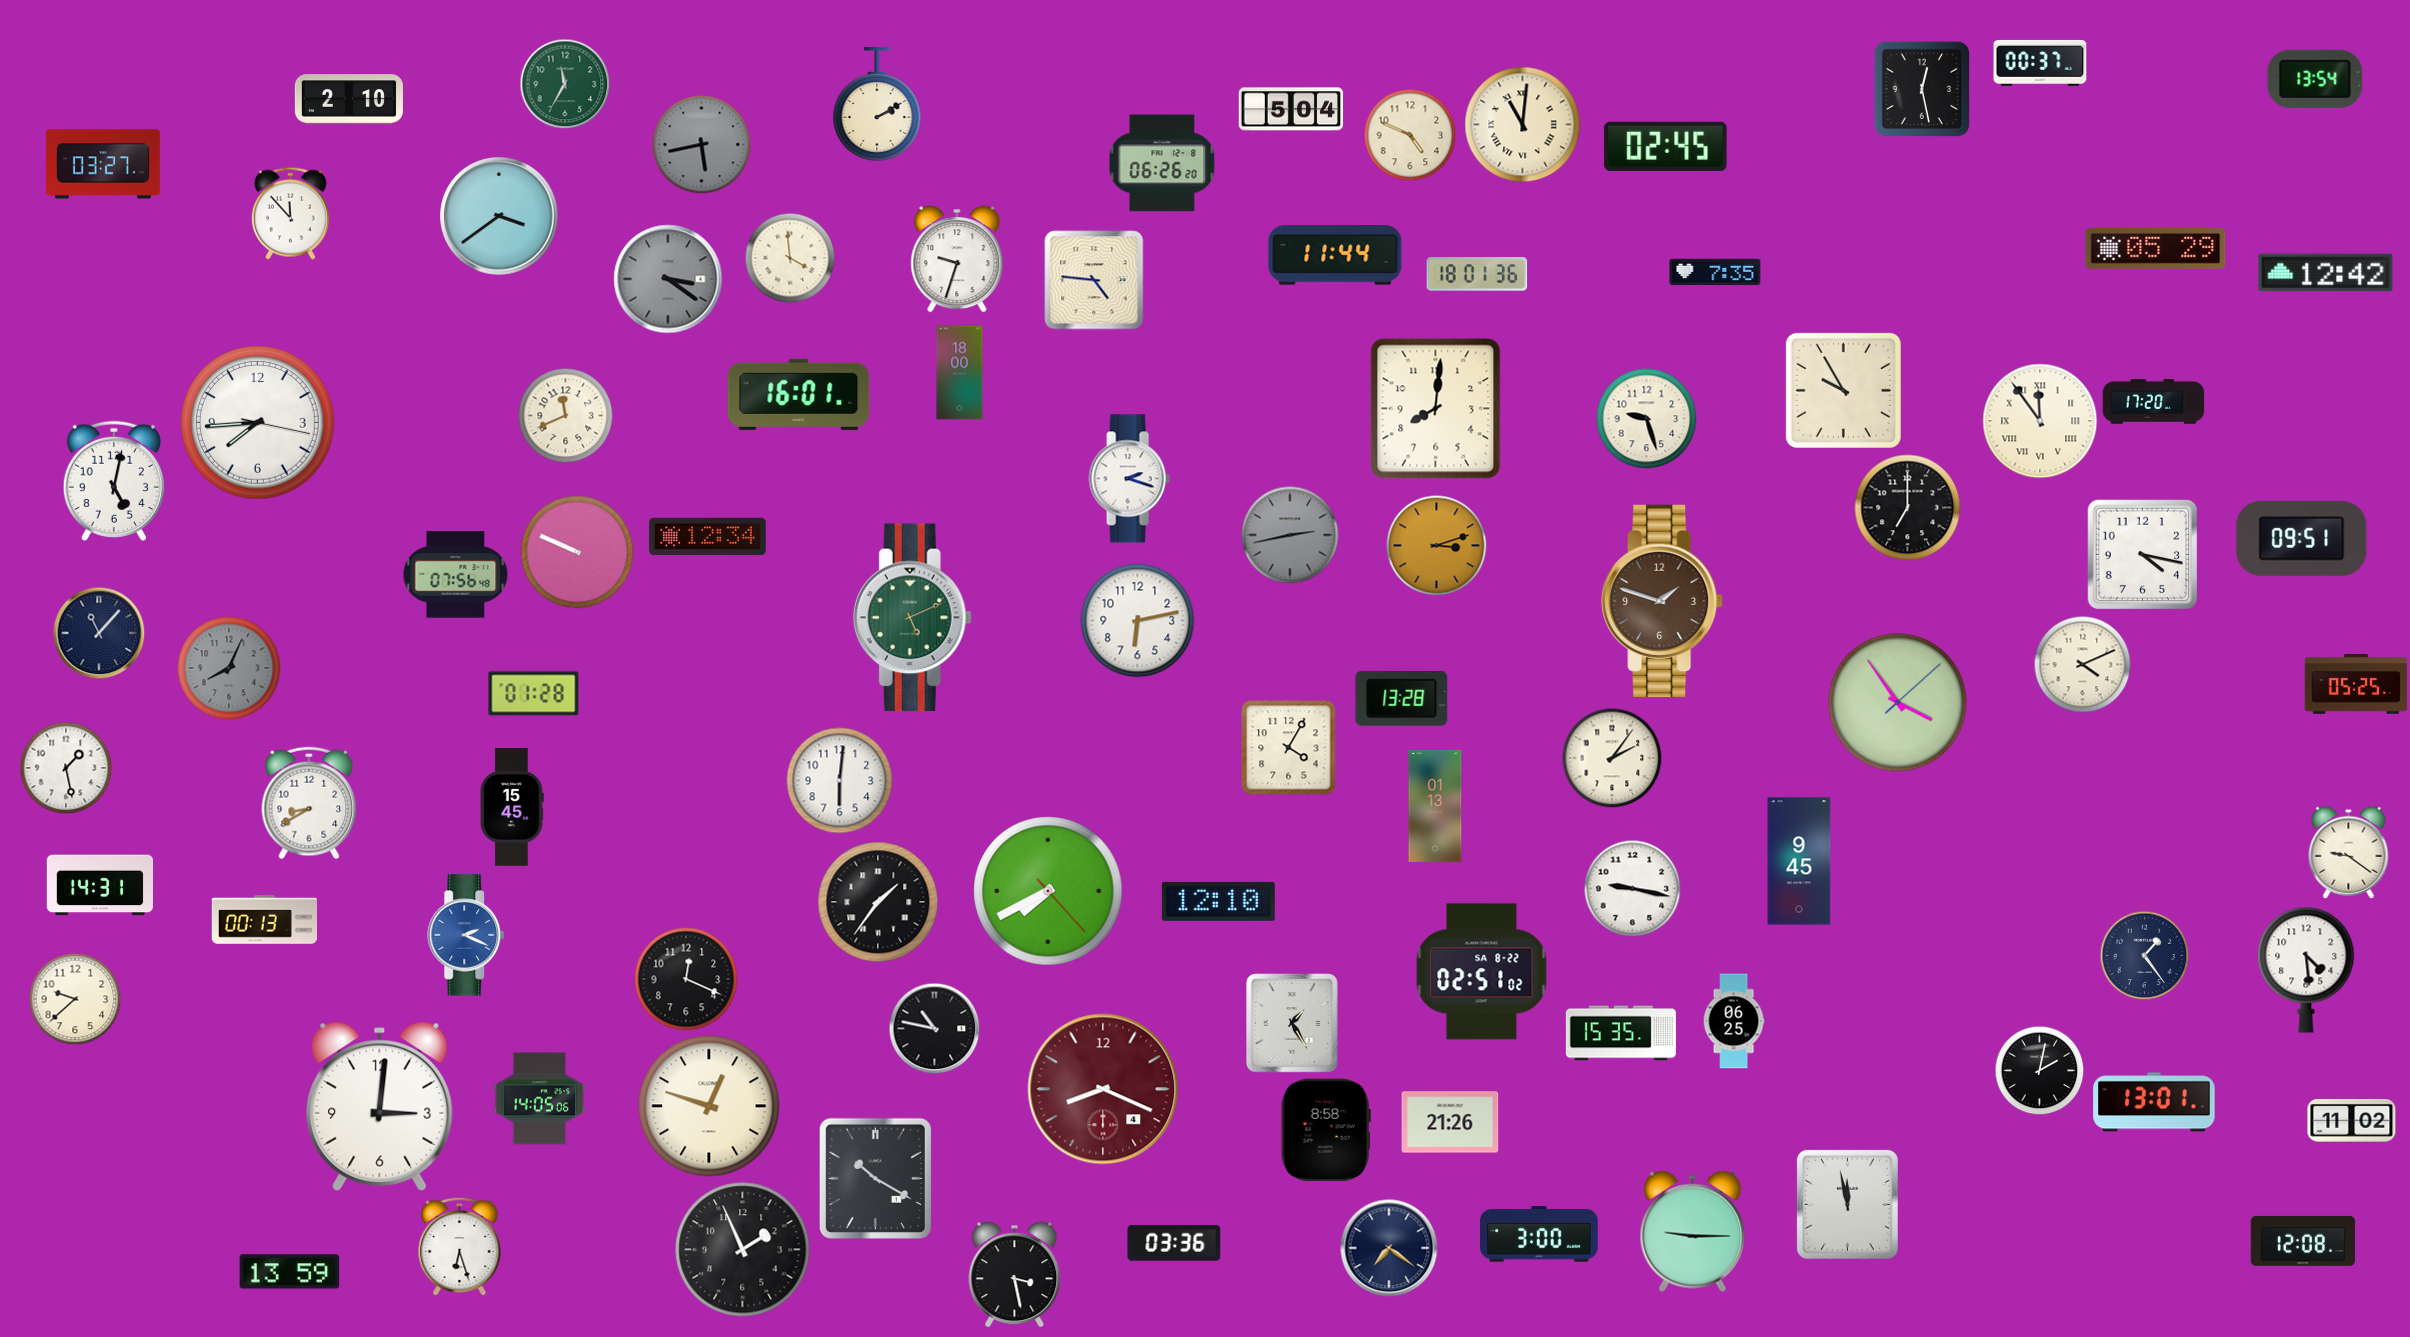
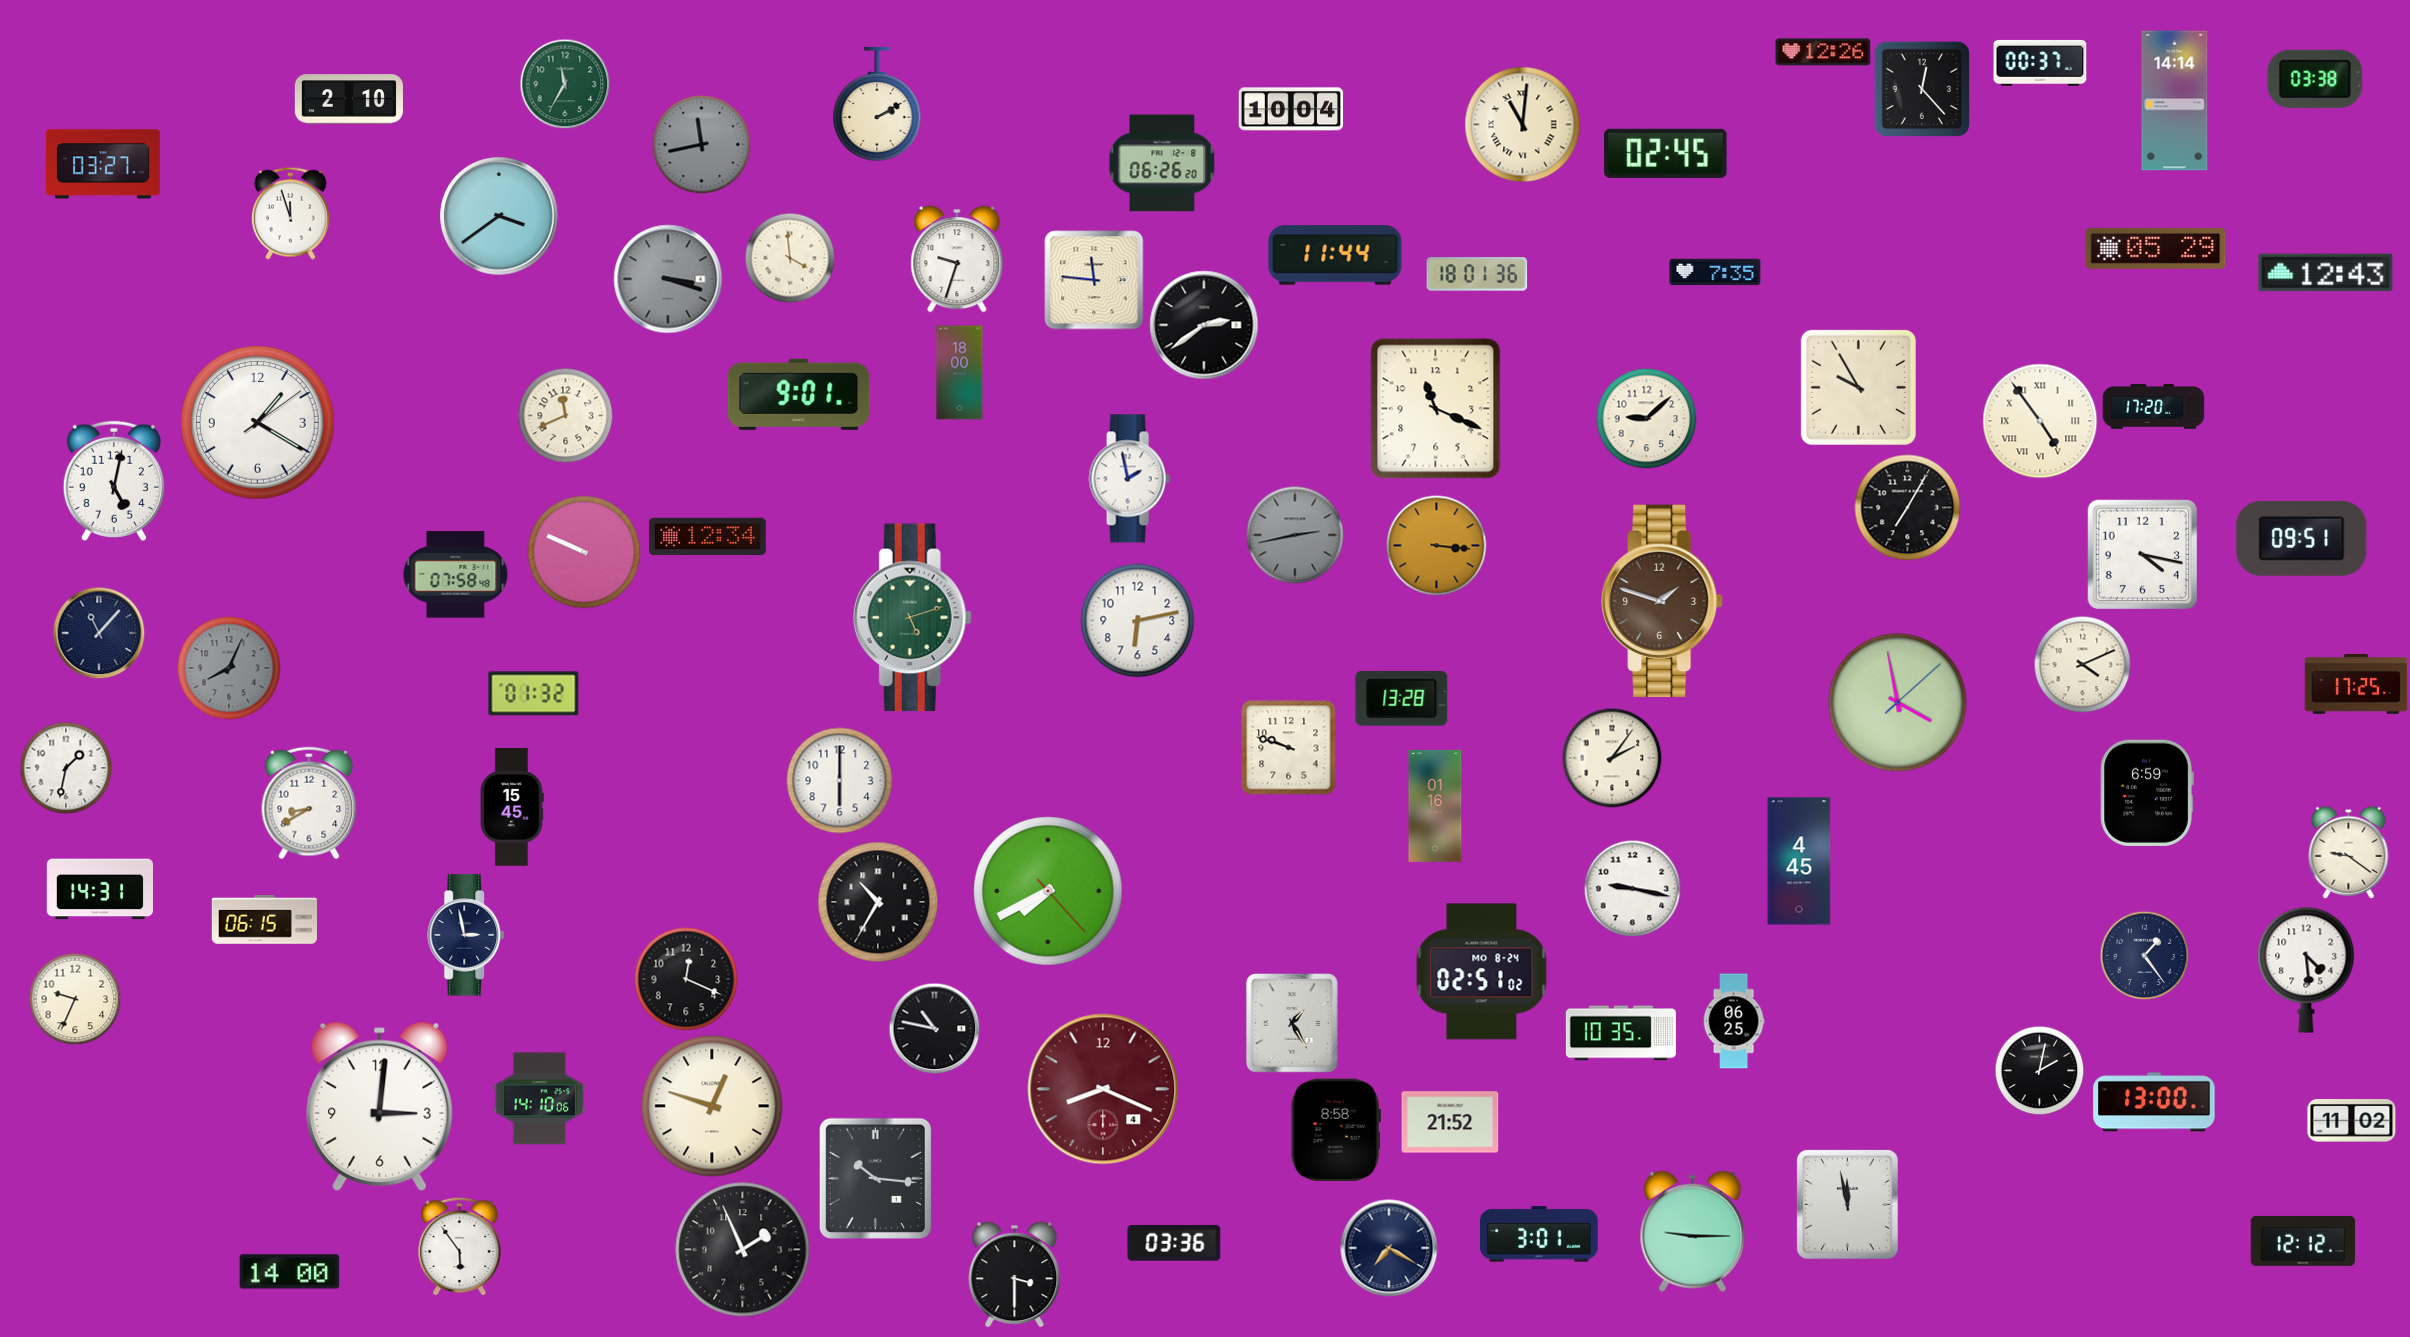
clock at (1823, 52): none -> 12:26
clock at (2315, 79): 13:54 -> 03:38
clock at (1921, 88): 12:28 -> 12:23
clock at (2175, 101): none -> 14:14
clock at (1291, 109): 5:04 -> 10:04
clock at (1410, 135): 4:49 -> none
clock at (702, 145): 5:43 -> 11:43
clock at (1666, 146) position: (1666, 146) -> (1666, 153)
clock at (290, 213): 11:53 -> 11:57
clock at (2326, 273): 12:42 -> 12:43
clock at (668, 279): 3:21 -> 3:18
clock at (1094, 280): 4:46 -> 11:46
clock at (1204, 325): none -> 2:39
clock at (1843, 390) position: (1843, 390) -> (1858, 387)
clock at (799, 394): 16:01 -> 9:01
clock at (2154, 402) position: (2154, 402) -> (2154, 407)
clock at (1436, 409): 8:01 -> 11:19
clock at (1647, 419): 9:27 -> 9:08
clock at (2040, 421): 11:54 -> 4:54
clock at (258, 423): 7:44 -> 1:20
clock at (1129, 479): 2:18 -> 1:58
clock at (1908, 508): 7:00 -> 7:05
clock at (1290, 535) position: (1290, 535) -> (1295, 535)
clock at (1437, 546): 3:12 -> 3:16
clock at (577, 552) position: (577, 552) -> (584, 552)
clock at (456, 575): 07:56 -> 07:58
clock at (912, 618): 5:11 -> 5:12
clock at (2356, 685): 05:25 -> 17:25
clock at (534, 694): 01:28 -> 01:32
clock at (1898, 703): 3:54 -> 3:58
clock at (1289, 748): 4:05 -> 9:48
clock at (66, 768): 1:28 -> 1:32
clock at (840, 781): 6:01 -> 6:00
clock at (2147, 793): none -> 6:59
clock at (1435, 806): 01:13 -> 01:16
clock at (1799, 861): 9:45 -> 4:45
clock at (99, 885) position: (99, 885) -> (99, 889)
clock at (1218, 901): 12:10 -> none
clock at (878, 902): 1:36 -> 10:35
clock at (264, 920): 00:13 -> 06:15
clock at (467, 935): 2:19 -> 2:58
clock at (467, 935) dial: blue -> navy
clock at (1482, 972) date: SA 8-22 -> MO 8-24
clock at (75, 999): 9:38 -> 9:34
clock at (1621, 1033): 15:35 -> 10:35
clock at (540, 1099): 14:05 -> 14:10
clock at (2154, 1102): 13:01 -> 13:00
clock at (709, 1106) position: (709, 1106) -> (712, 1106)
clock at (1450, 1122): 21:26 -> 21:52
clock at (1326, 1130) position: (1326, 1130) -> (1336, 1130)
clock at (875, 1178): 10:20 -> 10:16
clock at (1539, 1234): 3:00 -> 3:01
clock at (2303, 1241): 12:08 -> 12:12
clock at (460, 1246): 6:27 -> 5:54
clock at (1389, 1248): 7:21 -> 7:20
clock at (290, 1272): 13:59 -> 14:00
clock at (1015, 1275): 3:28 -> 3:30
